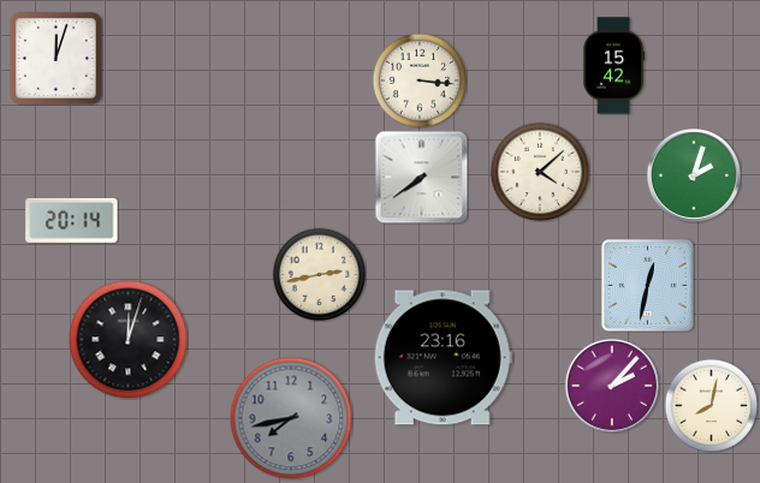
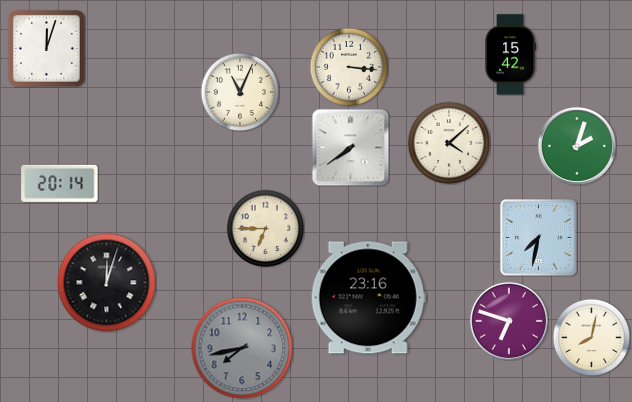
clock at (240, 92): none -> 11:04
clock at (319, 274): 2:43 -> 6:45
clock at (648, 286): 12:32 -> 7:32
clock at (612, 386): 2:07 -> 6:48
